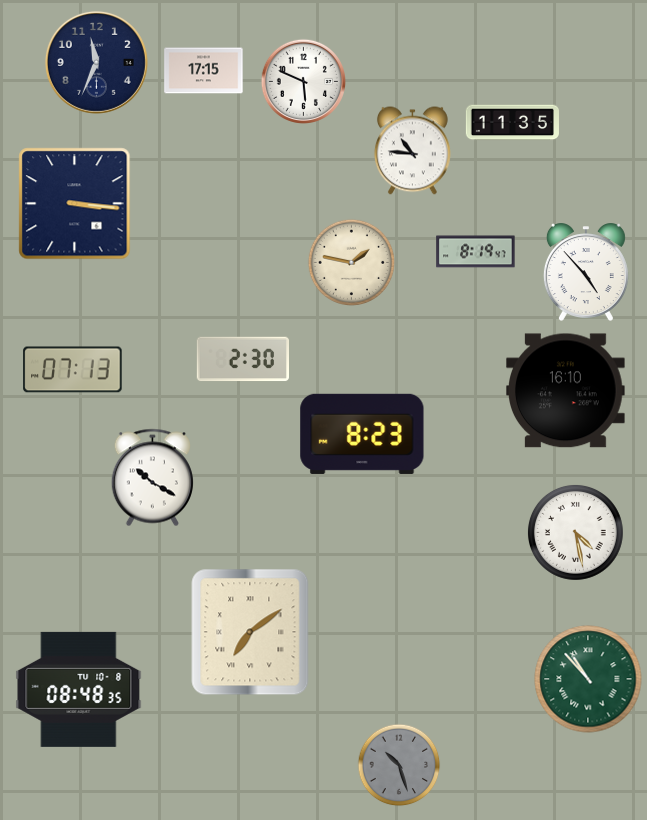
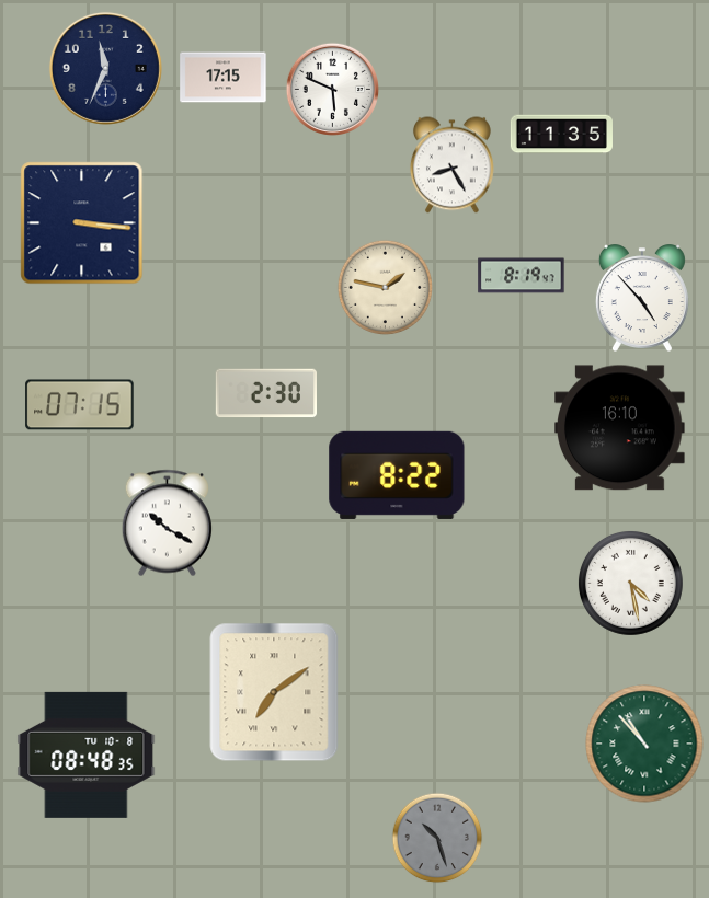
clock at (412, 151): 10:46 -> 8:25
clock at (73, 370): 07:13 -> 07:15
clock at (362, 434): 8:23 -> 8:22
